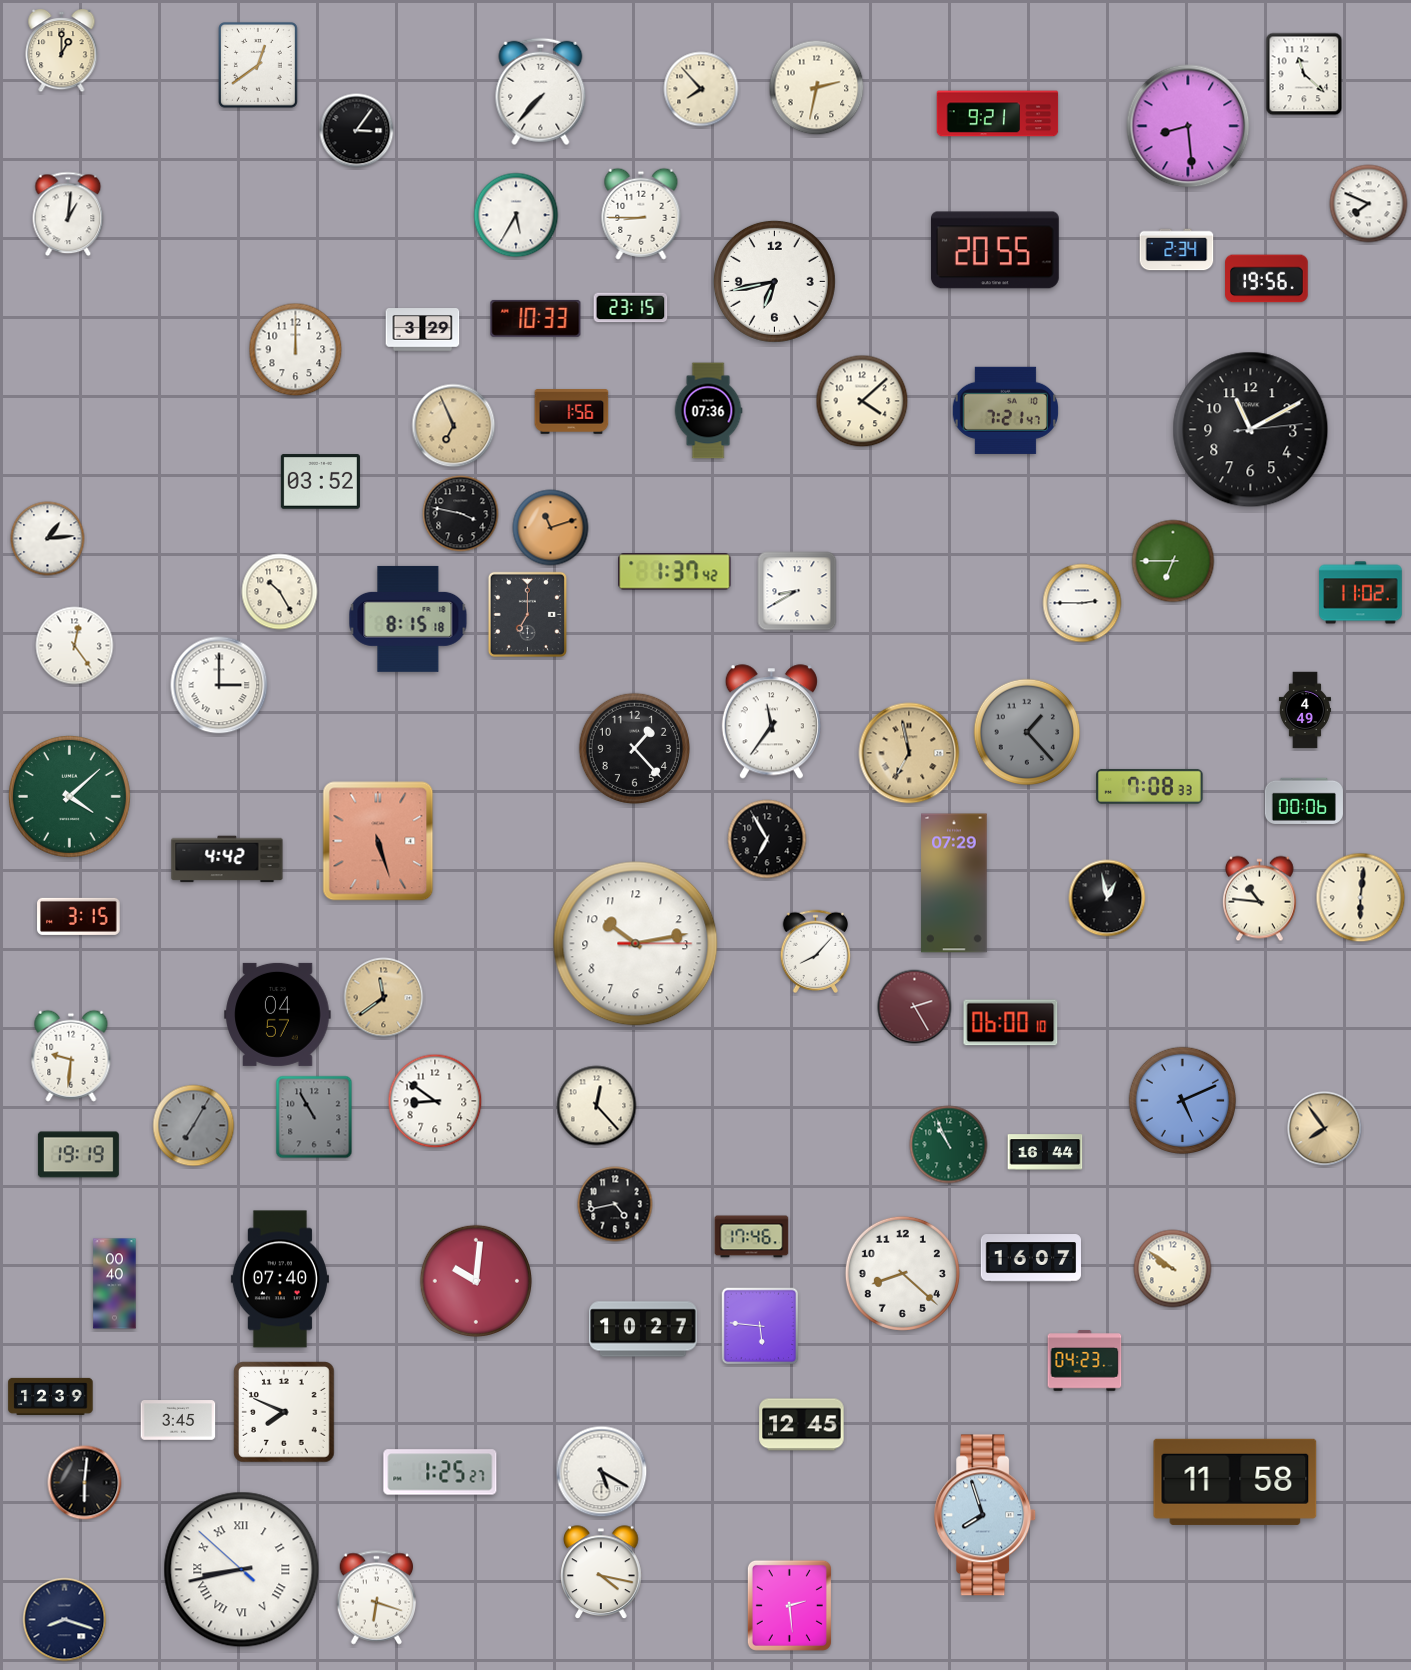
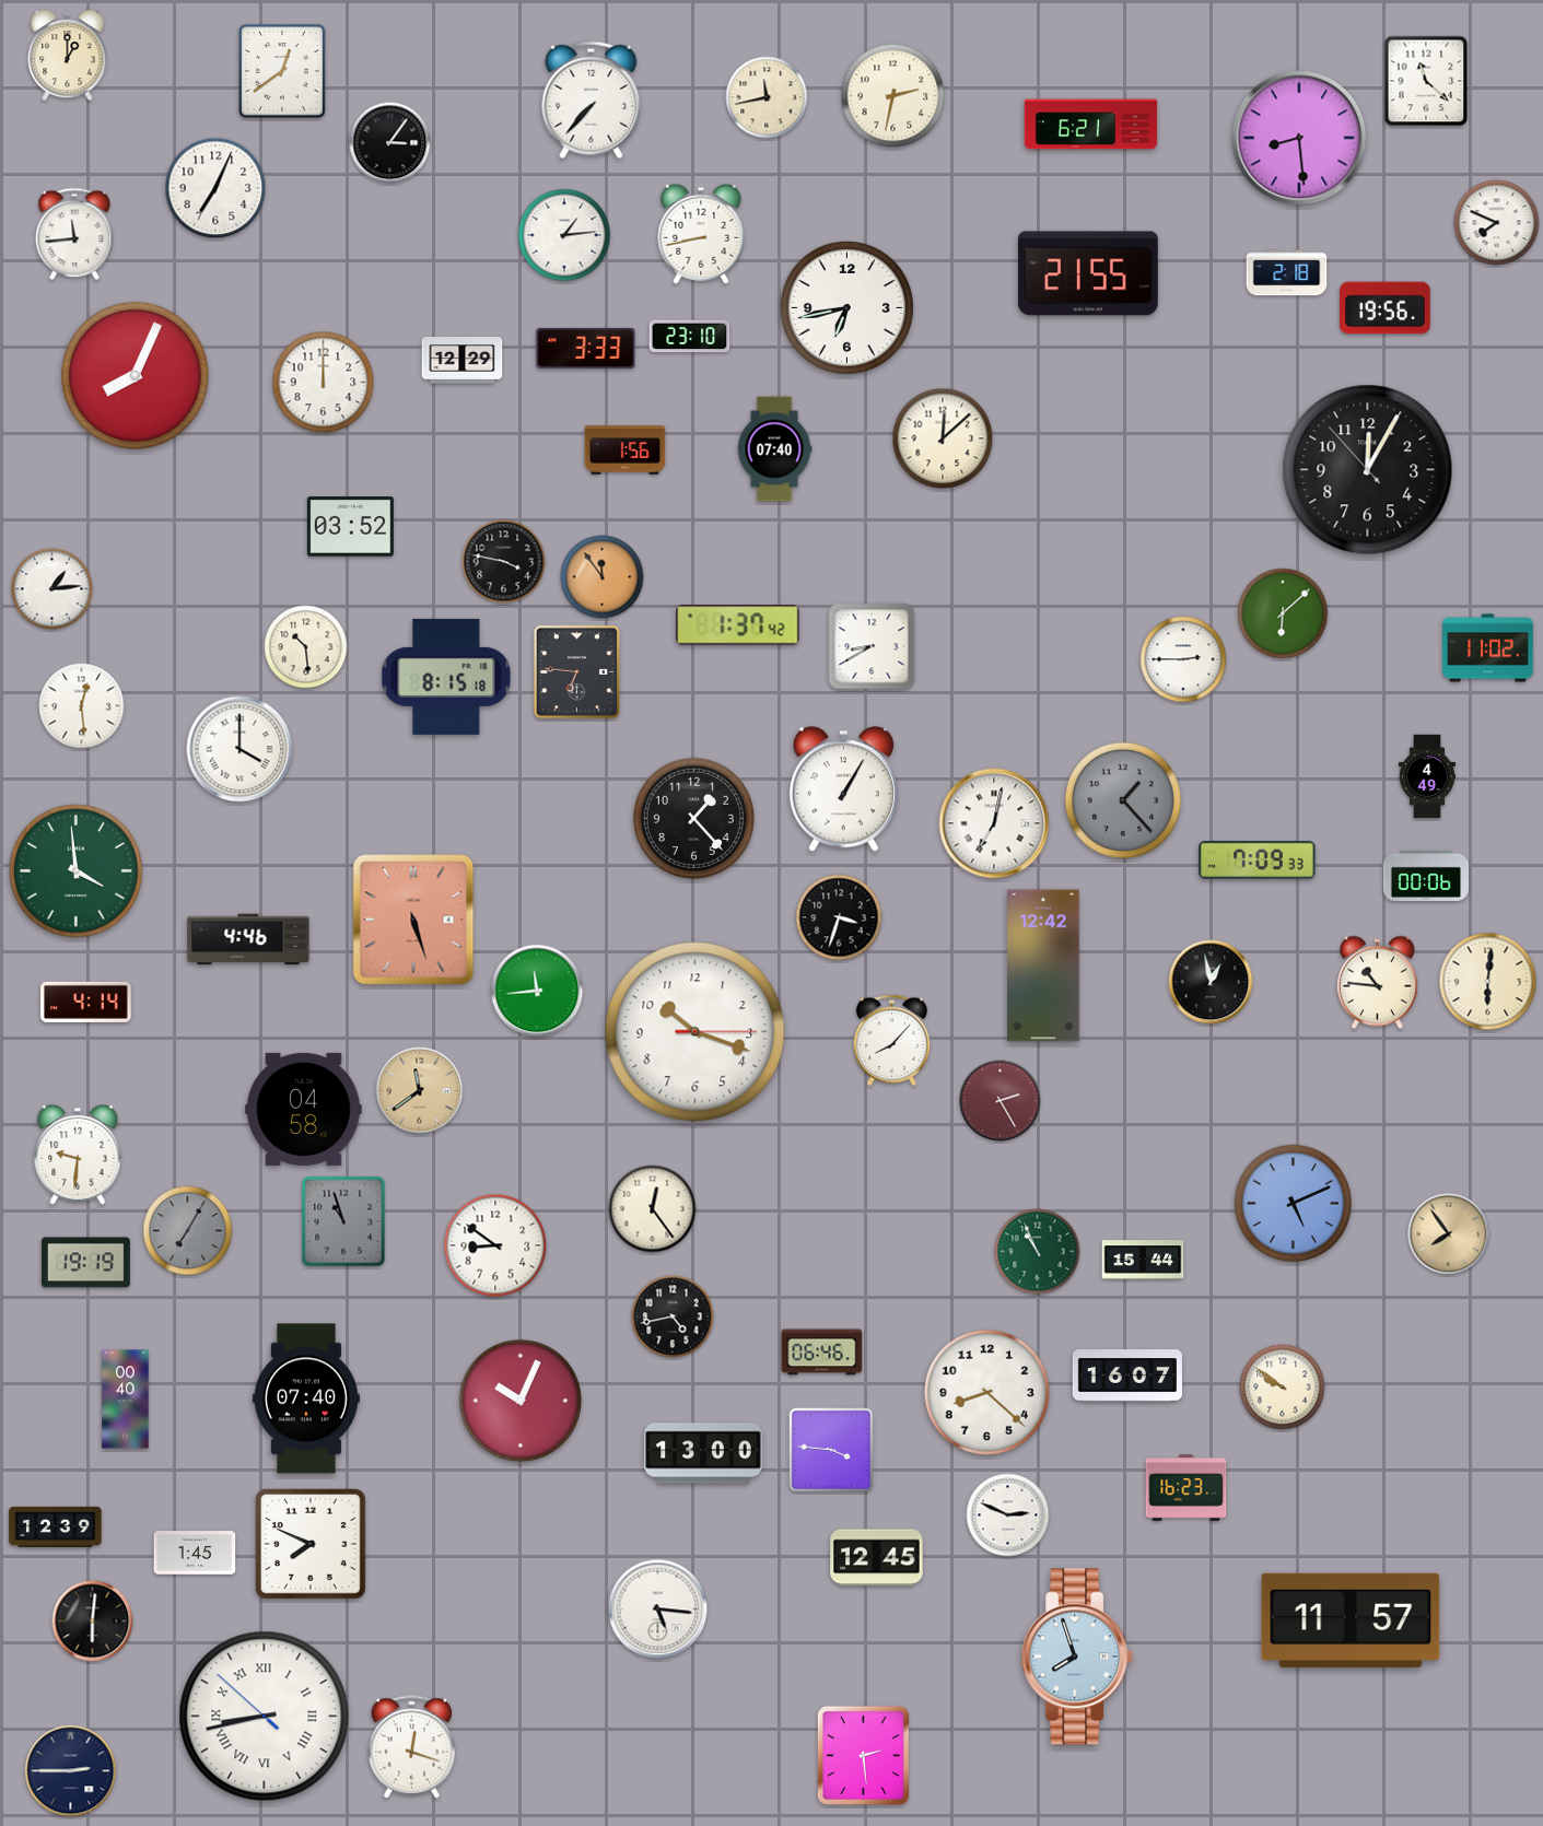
clock at (701, 89): 7:53 -> 11:43
clock at (998, 114): 9:21 -> 6:21
clock at (215, 188): none -> 7:04
clock at (68, 214): 1:01 -> 11:44
clock at (641, 214): 8:45 -> 8:43
clock at (516, 215): 5:35 -> 1:14
clock at (995, 250): 20:55 -> 21:55
clock at (1177, 250): 2:34 -> 2:18
clock at (1267, 279) position: (1267, 279) -> (1386, 308)
clock at (631, 308): 23:15 -> 23:10
clock at (536, 318): 10:33 -> 3:33
clock at (423, 330): 3:29 -> 12:29
clock at (136, 376): none -> 8:04
clock at (862, 401): 4:08 -> 12:08
clock at (1005, 410): 7:21 -> none
clock at (708, 411): 07:36 -> 07:40
clock at (454, 426): 6:56 -> none
clock at (1251, 430): 11:10 -> 12:04
clock at (551, 528): 11:12 -> 11:54
clock at (1173, 561): 6:45 -> 6:08
clock at (280, 592): 10:25 -> 10:29
clock at (527, 614): 7:00 -> 6:46
clock at (75, 646): 12:24 -> 12:29
clock at (219, 685): 3:00 -> 4:00
clock at (771, 722): 11:36 -> 1:05
clock at (909, 753): 6:58 -> 7:02
clock at (909, 753) dial: champagne -> white
clock at (1150, 786): 7:08 -> 7:09
clock at (69, 796): 4:08 -> 3:59
clock at (767, 839): 6:55 -> 3:33
clock at (227, 859): 4:42 -> 4:46
clock at (954, 883): 07:29 -> 12:42
clock at (537, 991): none -> 11:44
clock at (79, 916): 3:15 -> 4:14
clock at (636, 944): 10:13 -> 10:18
clock at (278, 1014): 04:57 -> 04:58
clock at (1011, 1023): 06:00 -> none
clock at (435, 1101) position: (435, 1101) -> (495, 1245)
clock at (597, 1106): 12:23 -> 12:24
clock at (314, 1117): 10:55 -> 10:57
clock at (194, 1126) position: (194, 1126) -> (188, 1231)
clock at (1045, 1152): 16:44 -> 15:44
clock at (752, 1237): 17:46 -> 06:46
clock at (476, 1281): 10:01 -> 10:04
clock at (115, 1284) position: (115, 1284) -> (126, 1400)
clock at (760, 1326): 5:46 -> 3:46
clock at (643, 1329): 10:27 -> 13:00
clock at (1085, 1361): 04:23 -> 16:23
clock at (1008, 1515): none -> 2:49
clock at (178, 1420): 3:45 -> 1:45
clock at (440, 1472): 1:25 -> none
clock at (602, 1472): 5:20 -> 5:16
clock at (1235, 1482): 11:58 -> 11:57
clock at (601, 1573): 4:17 -> none
clock at (377, 1598): 6:18 -> 12:18
clock at (65, 1620): 8:18 -> 2:45
